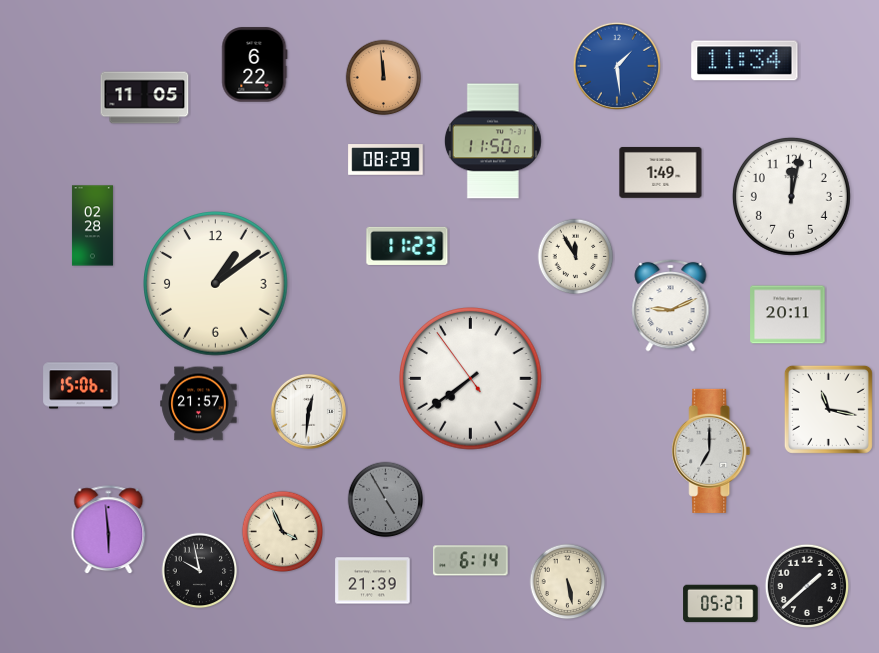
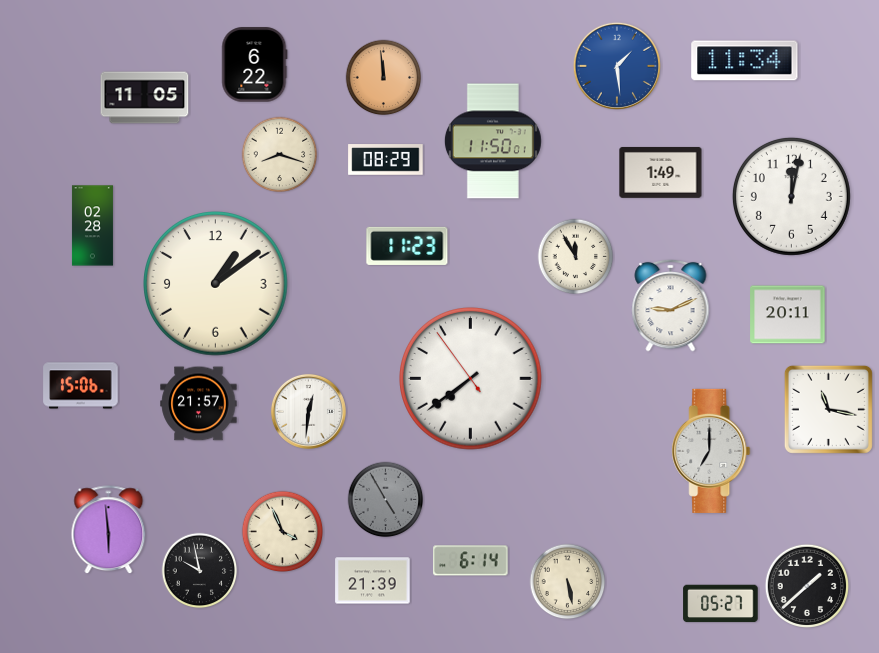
clock at (280, 155): none -> 8:18
